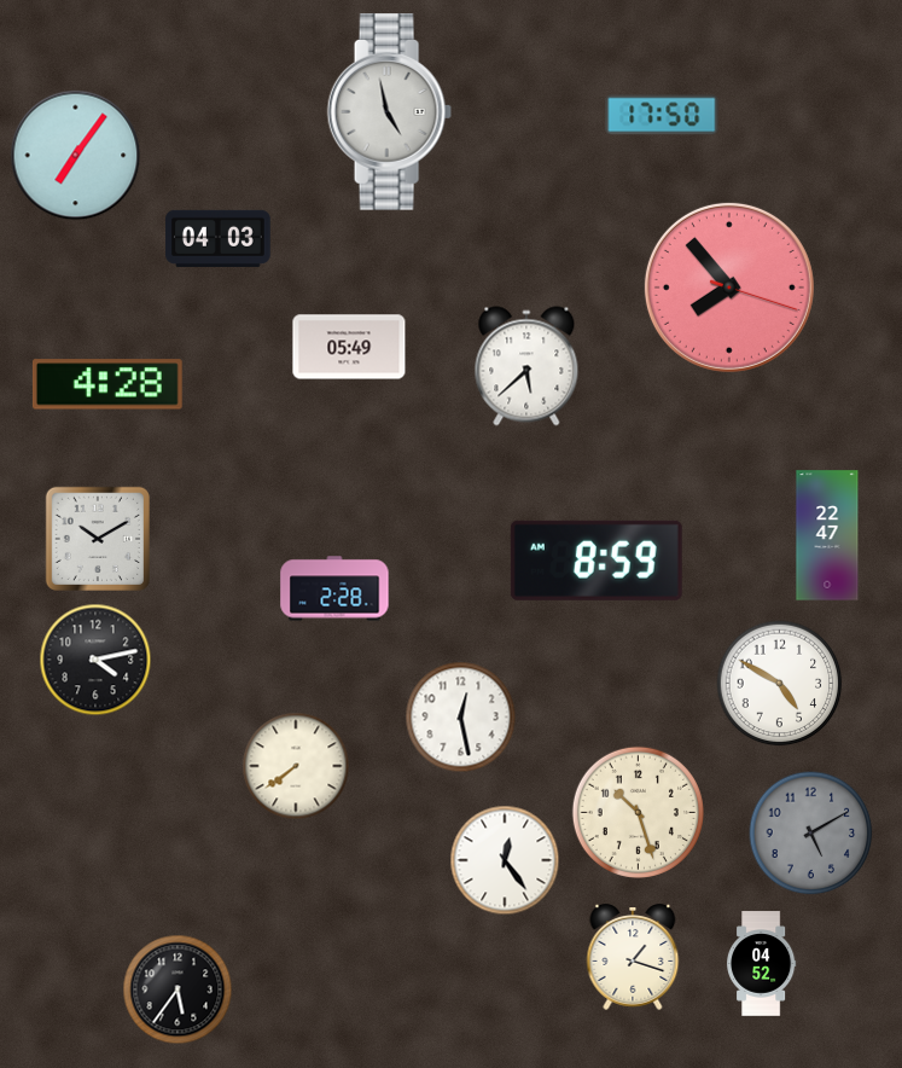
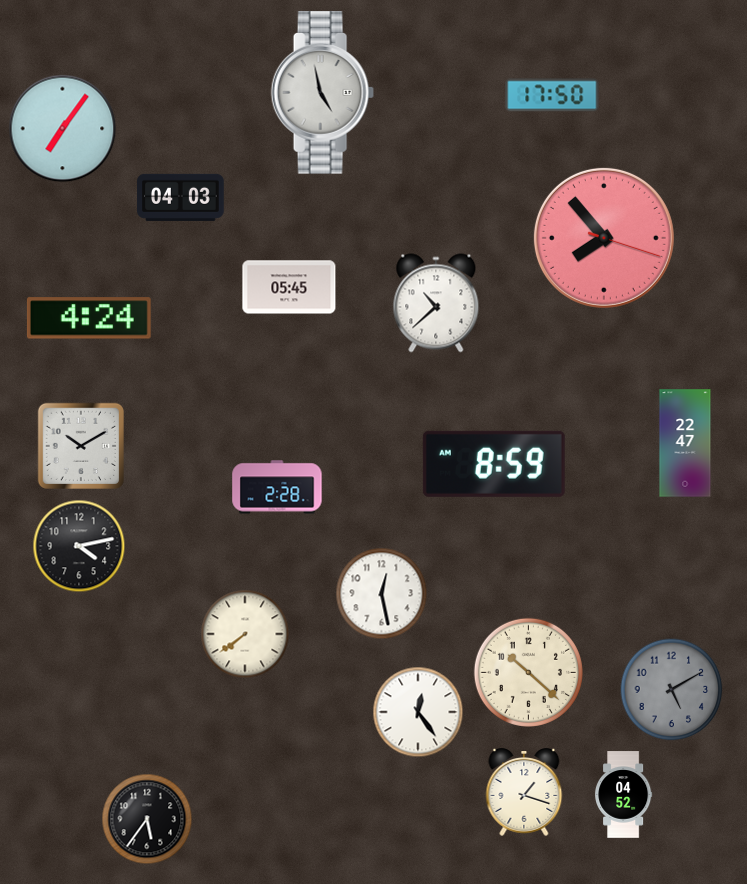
clock at (662, 115) position: (662, 115) -> (552, 95)
clock at (349, 347): 05:49 -> 05:45
clock at (526, 366): 5:38 -> 10:38
clock at (107, 384): 4:28 -> 4:24
clock at (780, 684): 4:50 -> none
clock at (638, 812): 10:27 -> 10:22
clock at (762, 964) position: (762, 964) -> (624, 795)
